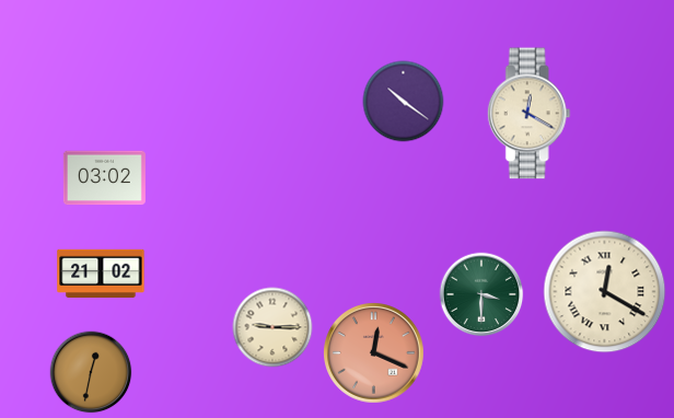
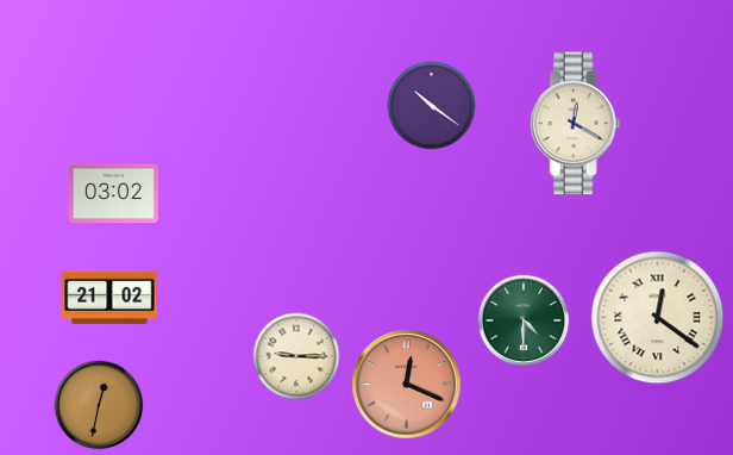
clock at (404, 102) position: (404, 102) -> (432, 106)
clock at (605, 292): 12:20 -> 12:21
clock at (481, 294): 3:30 -> 4:30
